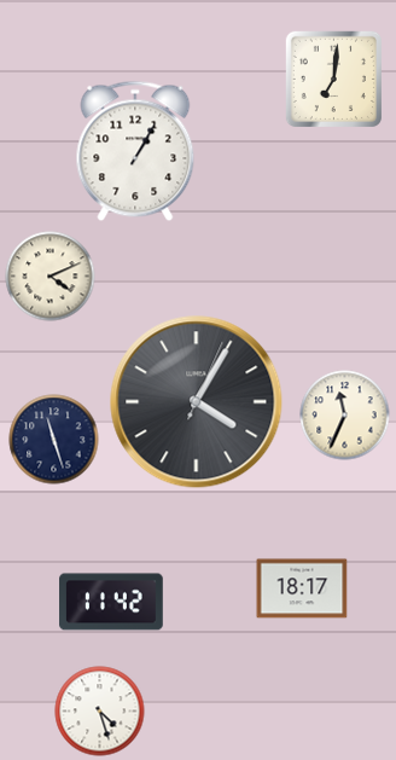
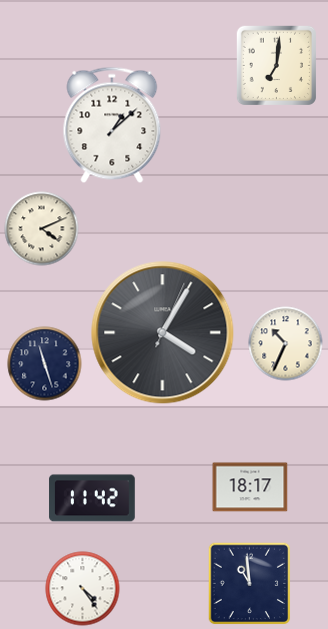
clock at (135, 151): 1:05 -> 1:08
clock at (345, 416): 11:34 -> 10:34
clock at (250, 584): none -> 10:59
clock at (100, 712): 4:27 -> 4:24
